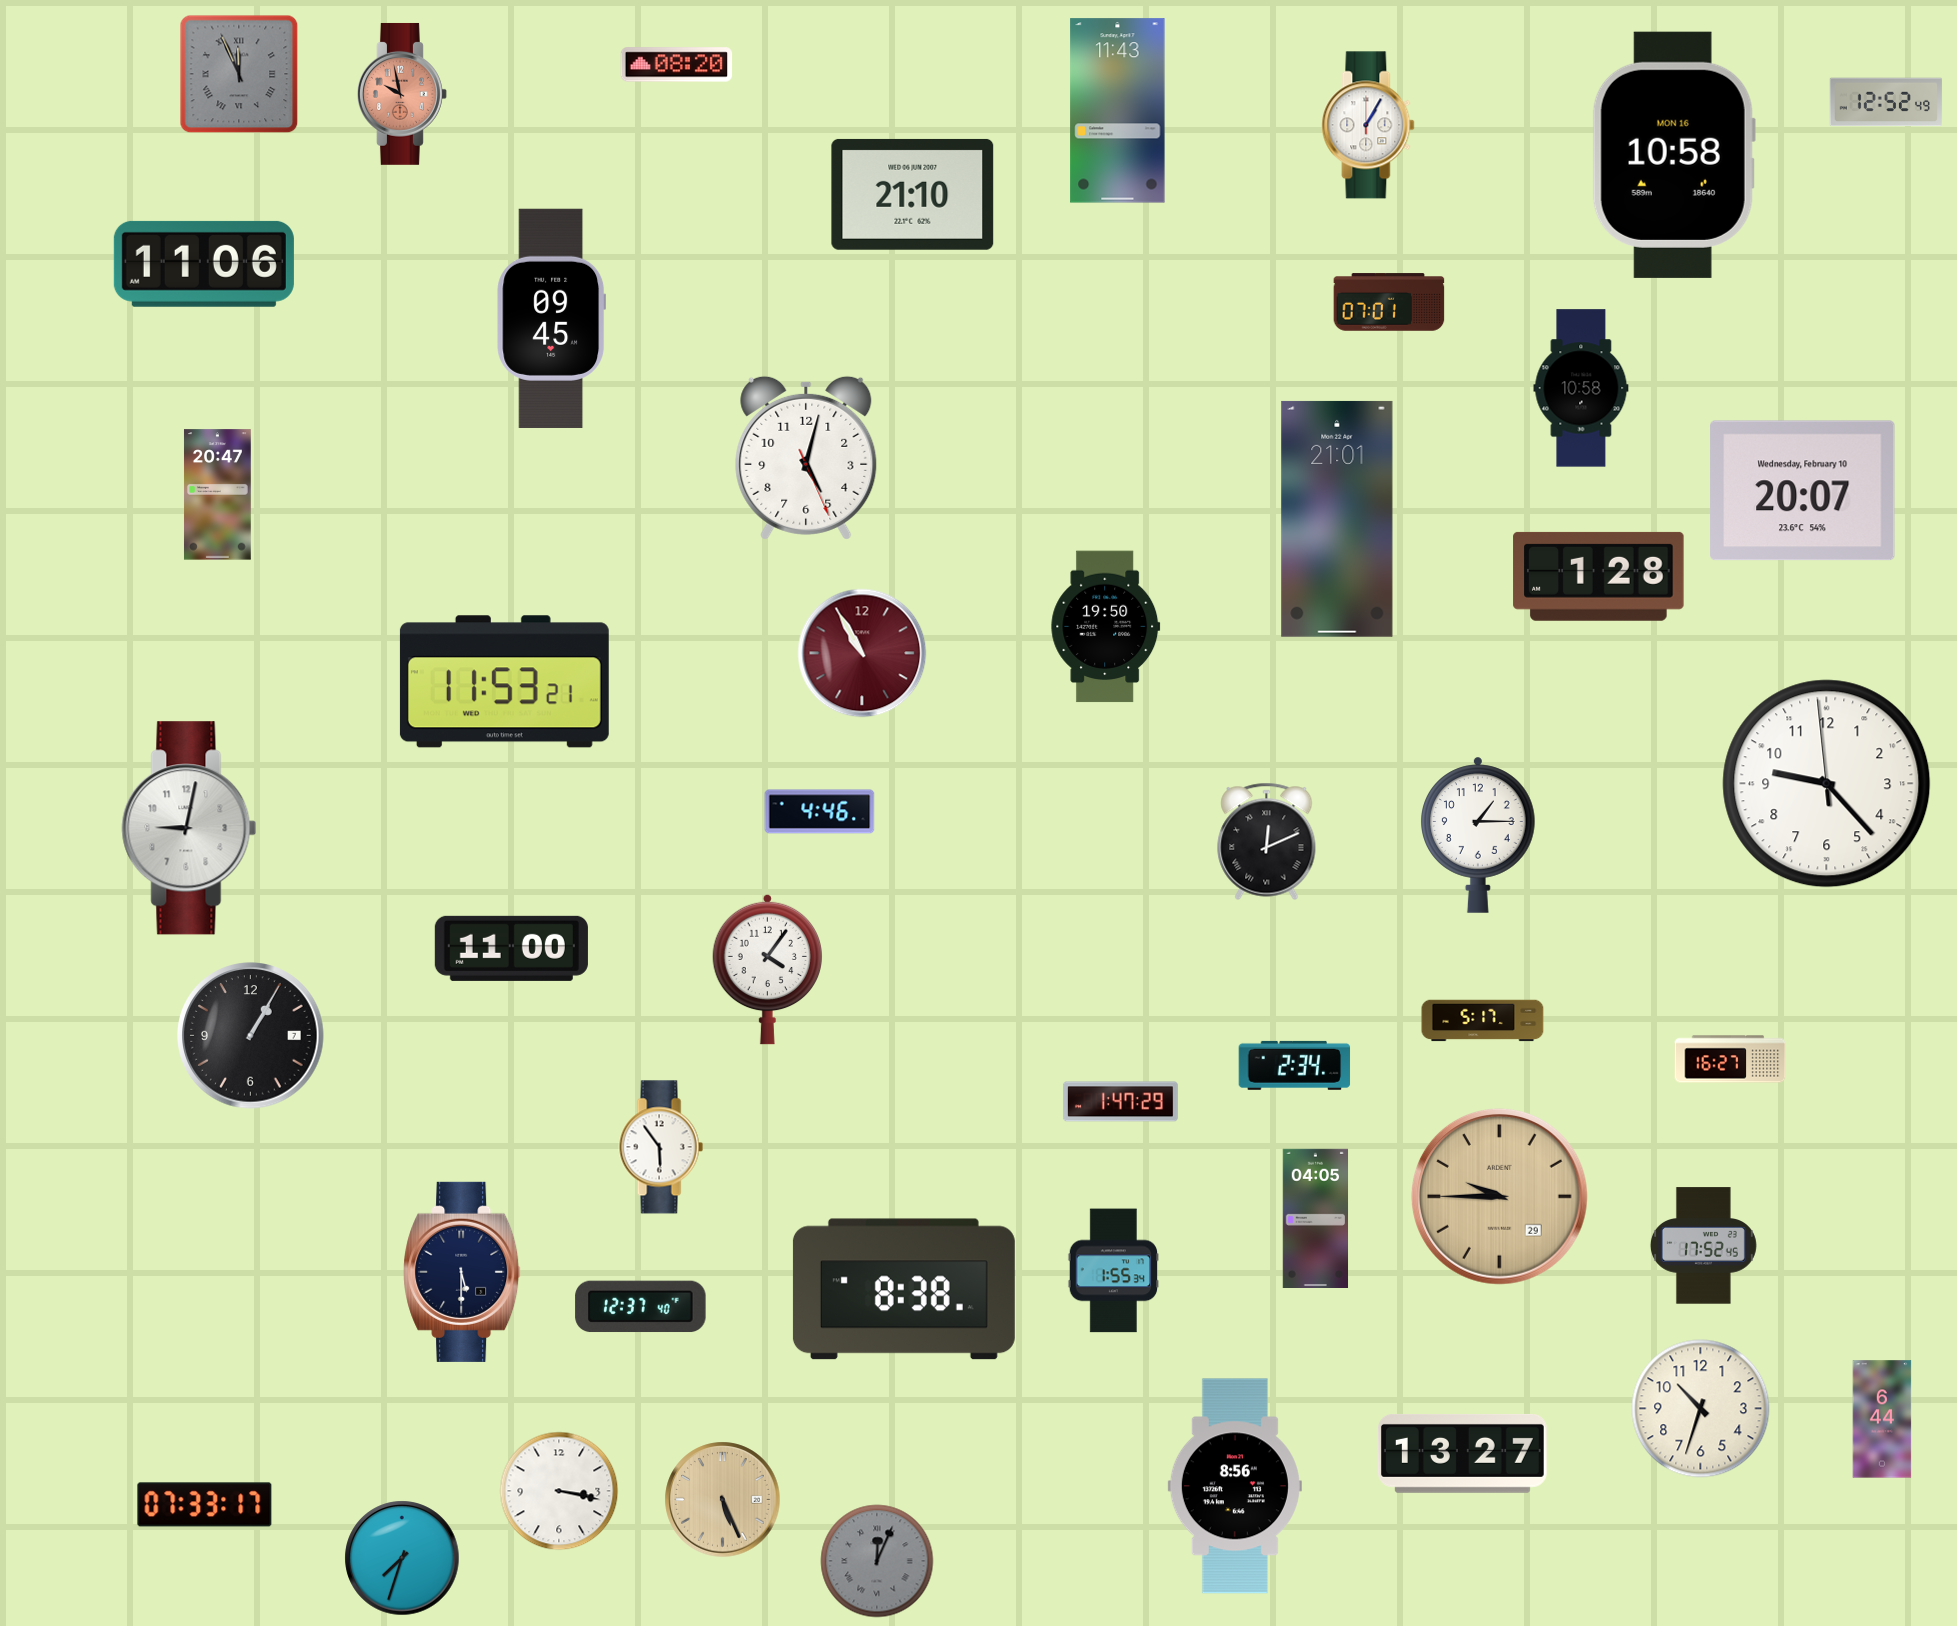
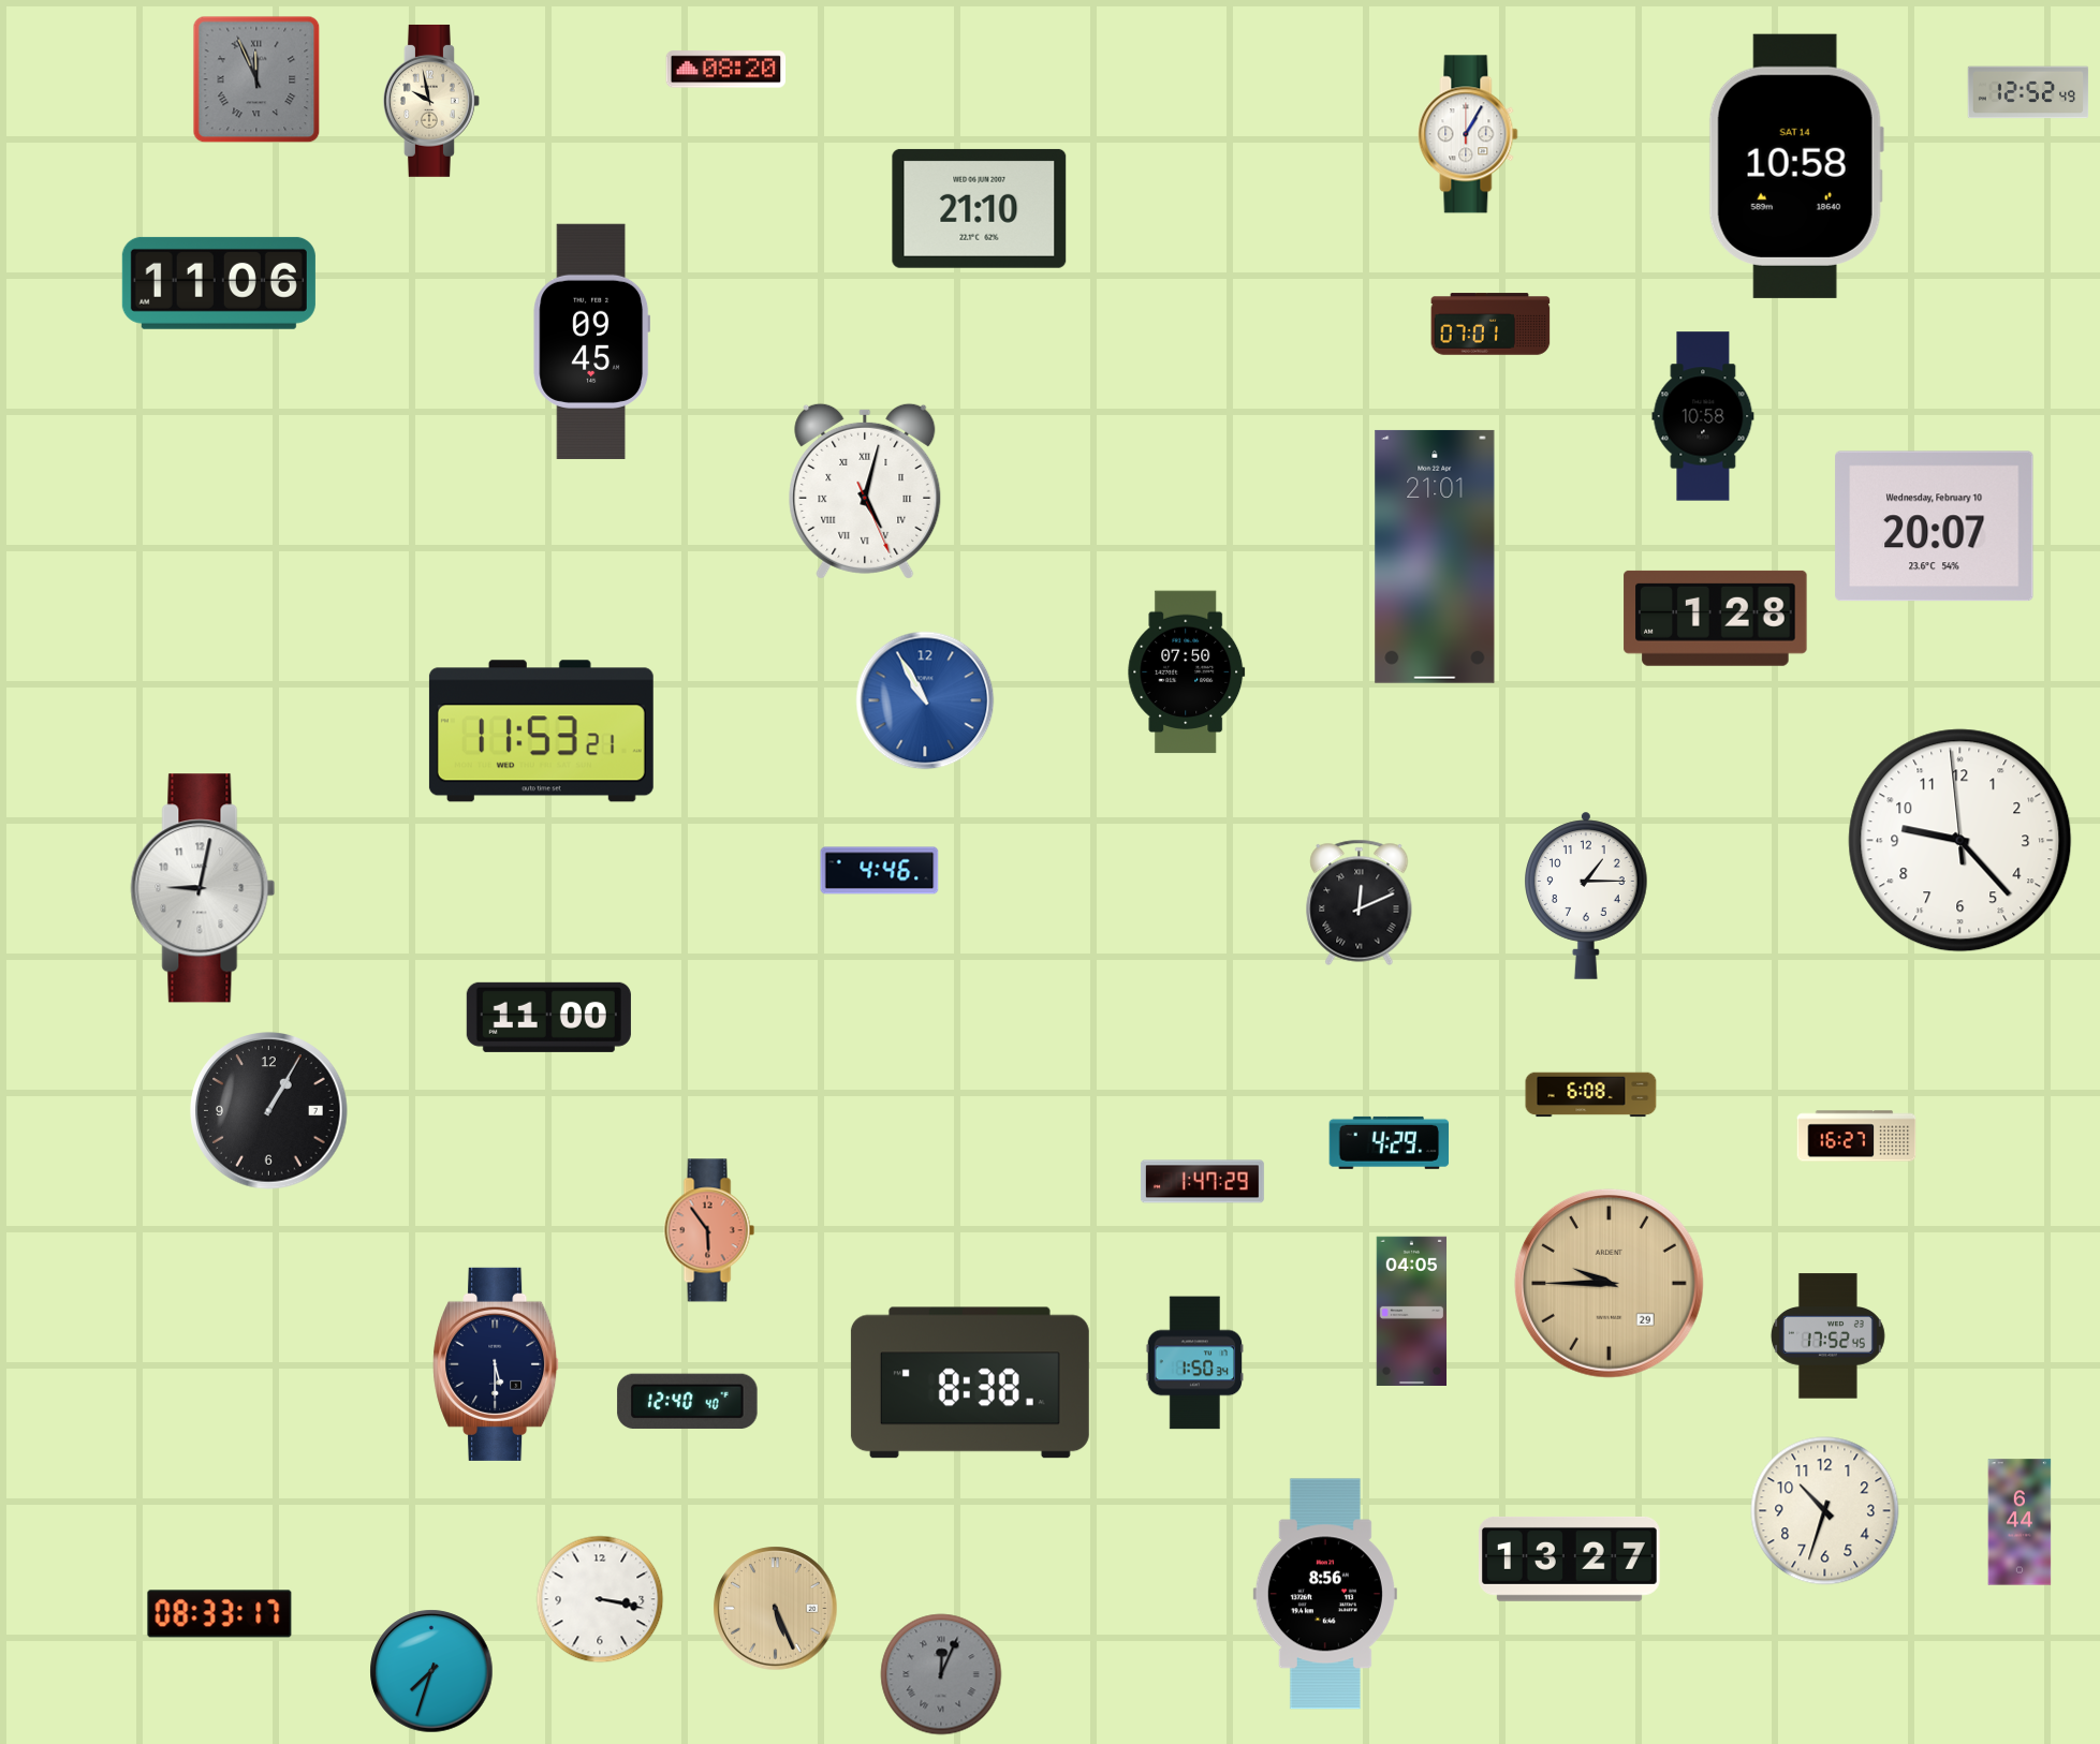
clock at (402, 94) dial: salmon -> cream
clock at (1886, 102) position: (1886, 102) -> (2028, 92)
clock at (1118, 111): 11:43 -> none
clock at (1674, 155) date: MON 16 -> SAT 14
clock at (1581, 388) position: (1581, 388) -> (1703, 416)
clock at (806, 458) numerals: Arabic -> Roman
clock at (218, 495): 20:47 -> none
clock at (1106, 627): 19:50 -> 07:50
clock at (862, 653) dial: burgundy -> blue
clock at (767, 969): 4:06 -> none
clock at (1483, 1021): 5:17 -> 6:08
clock at (1295, 1065): 2:34 -> 4:29
clock at (661, 1147) dial: white -> salmon
clock at (1316, 1218) position: (1316, 1218) -> (1412, 1311)
clock at (1114, 1271): 1:55 -> 1:50
clock at (641, 1307): 12:37 -> 12:40
clock at (205, 1505): 07:33 -> 08:33
